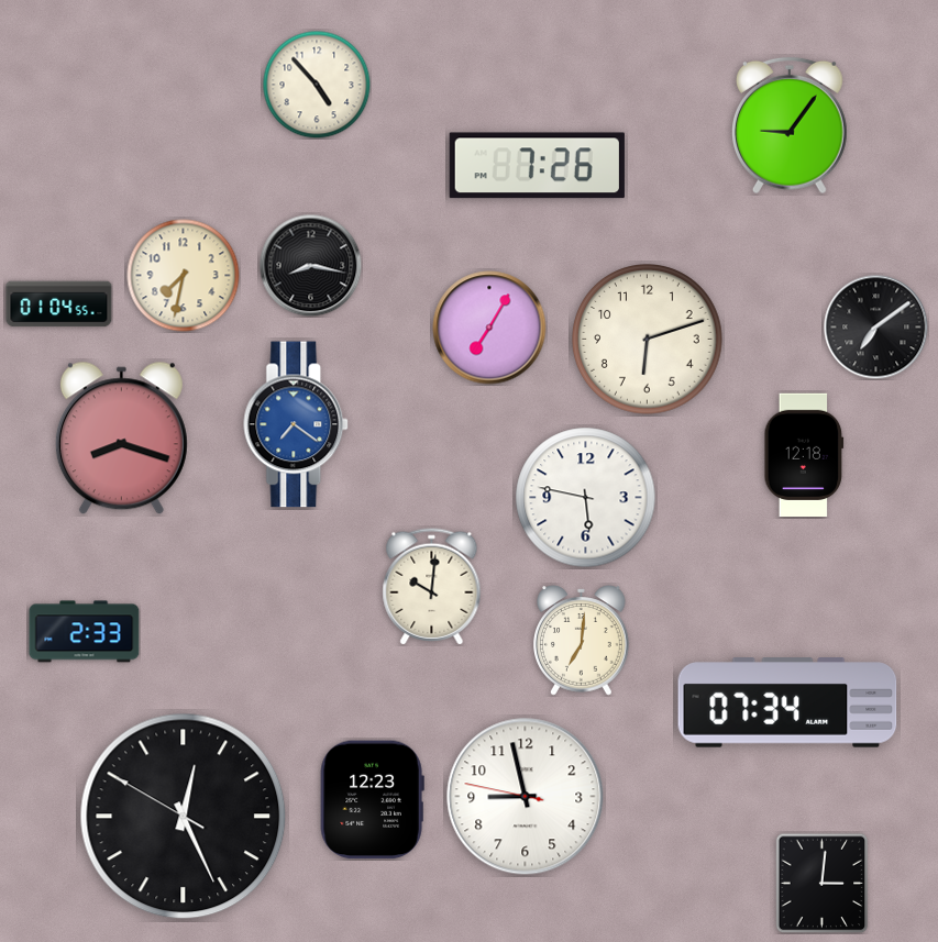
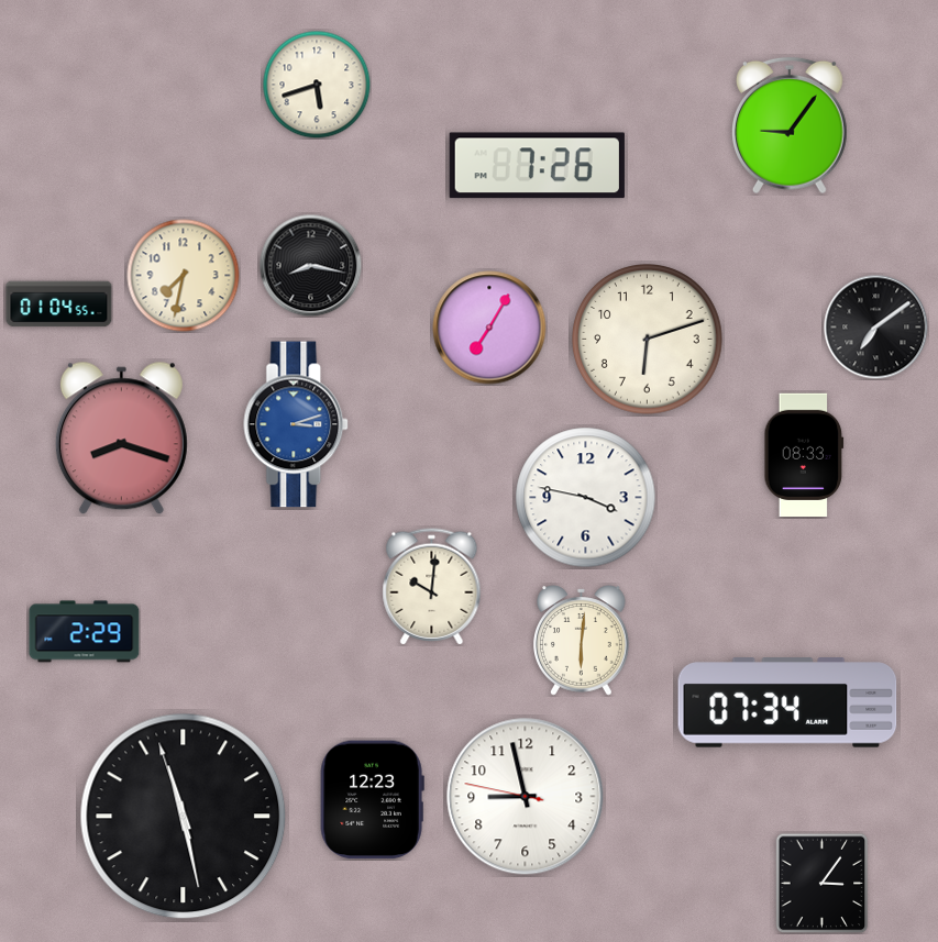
clock at (317, 85): 4:53 -> 5:42
clock at (297, 424): 7:21 -> 3:12
clock at (804, 454): 12:18 -> 08:33
clock at (586, 498): 5:47 -> 3:47
clock at (85, 632): 2:33 -> 2:29
clock at (582, 641): 7:01 -> 6:01
clock at (184, 817): 12:25 -> 11:27
clock at (823, 883): 3:01 -> 3:06
